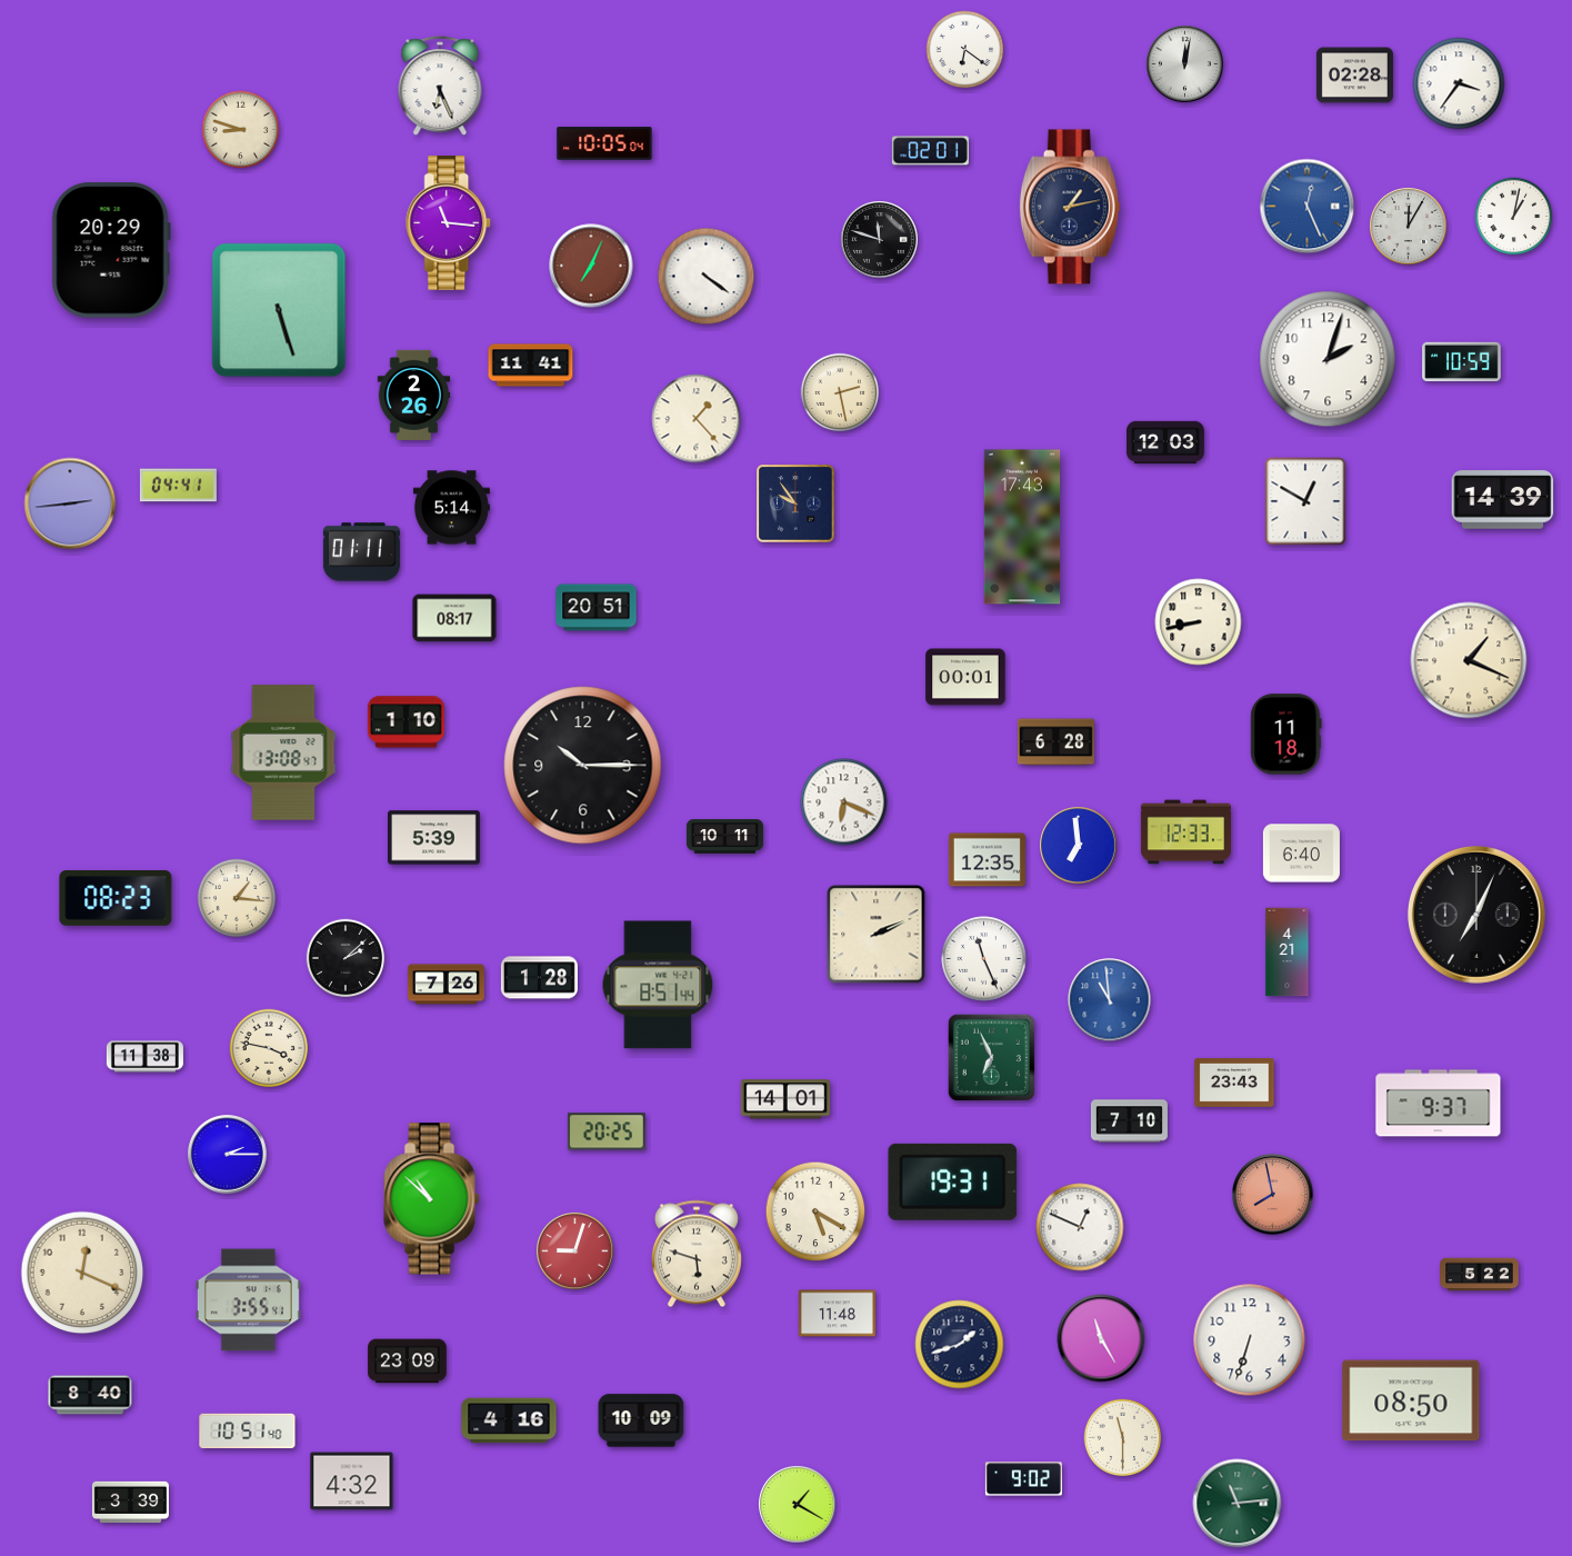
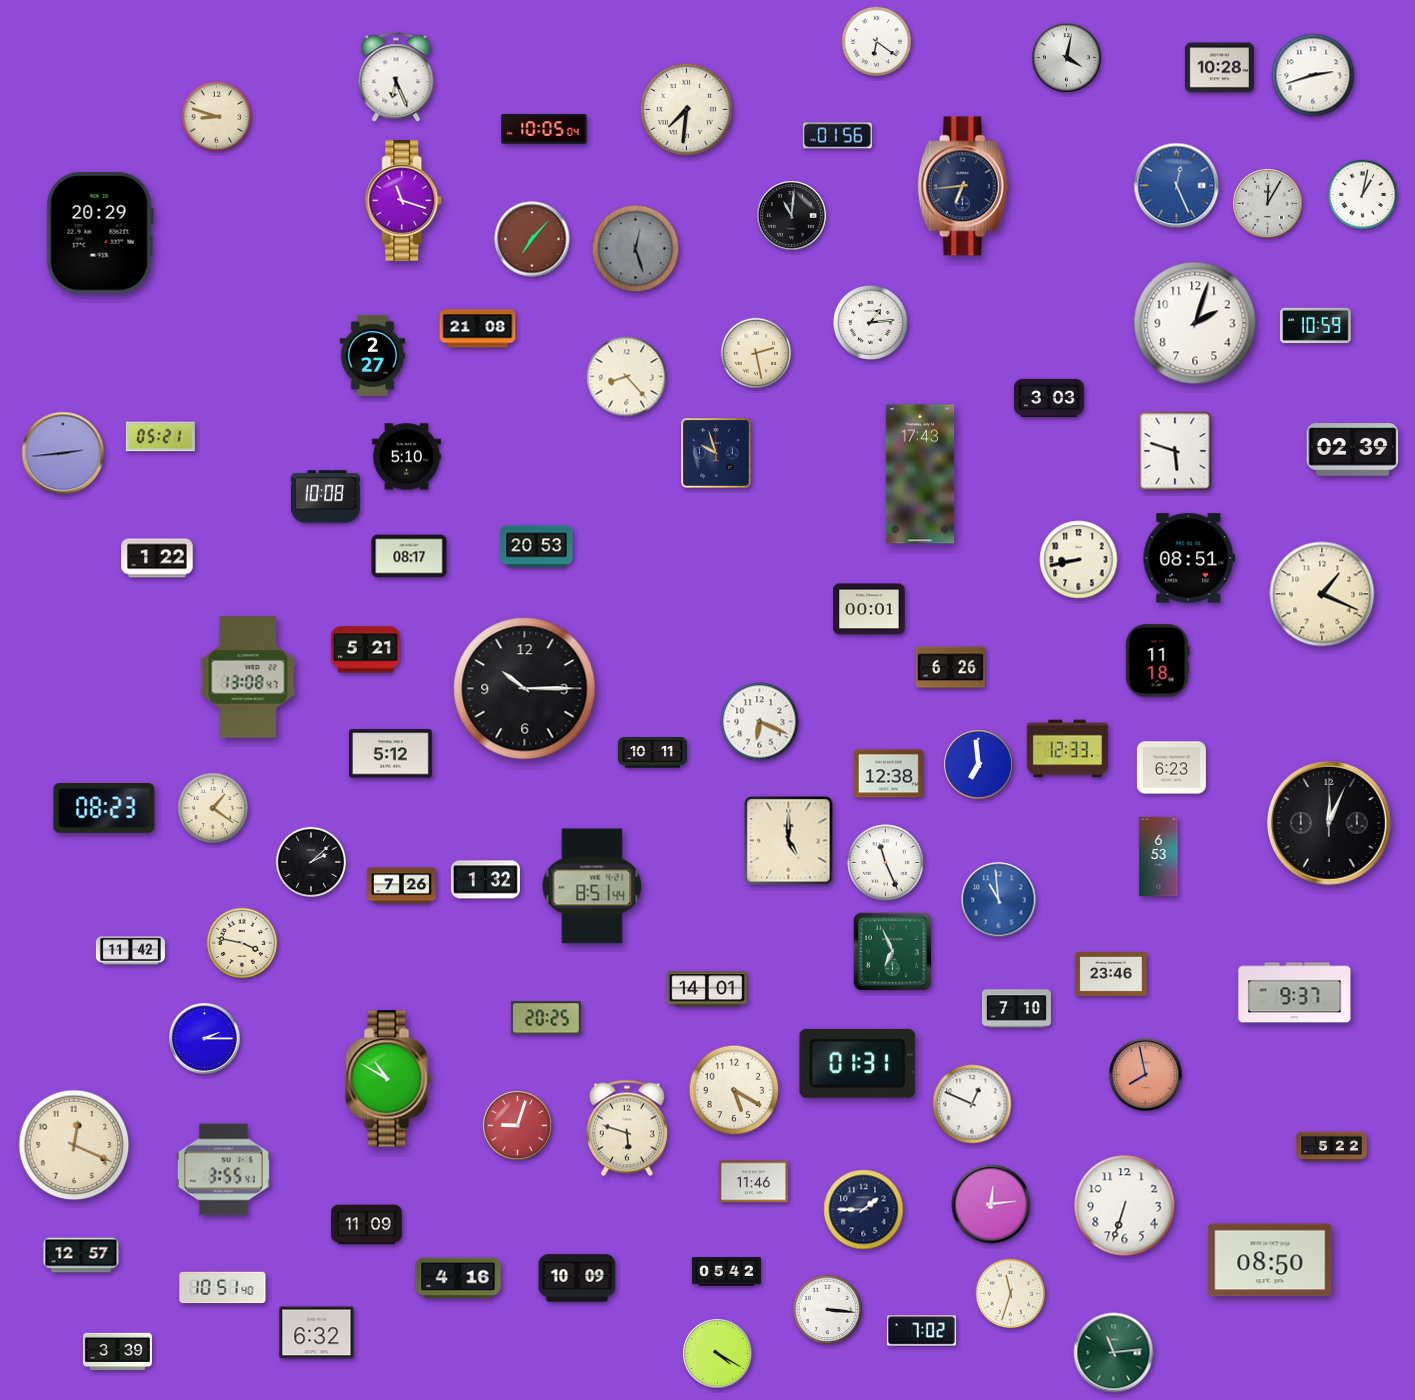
clock at (965, 50) position: (965, 50) -> (877, 42)
clock at (1185, 64): 12:02 -> 4:02
clock at (1354, 76): 02:28 -> 10:28
clock at (1459, 83): 3:36 -> 2:42
clock at (686, 109): none -> 7:31
clock at (930, 151): 02:01 -> 01:56
clock at (1070, 207): 1:13 -> 6:44
clock at (449, 223): 11:16 -> 11:18
clock at (880, 240): 11:48 -> 11:01
clock at (111, 250) position: (111, 250) -> (100, 233)
clock at (591, 266): 7:04 -> 7:07
clock at (707, 277): 4:21 -> 12:27
clock at (707, 277) dial: white -> grey
clock at (279, 310): 5:27 -> none
clock at (871, 323): none -> 1:14
clock at (531, 366): 11:41 -> 21:08
clock at (414, 395): 2:26 -> 2:27
clock at (697, 419): 1:23 -> 8:23
clock at (1165, 442): 12:03 -> 3:03
clock at (178, 486): 04:41 -> 05:21
clock at (1503, 500): 14:39 -> 02:39
clock at (1305, 501): 12:50 -> 5:48
clock at (795, 503): 9:54 -> 9:57
clock at (451, 508): 5:14 -> 5:10
clock at (361, 552): 01:11 -> 10:08
clock at (597, 608): 20:51 -> 20:53
clock at (157, 558): none -> 1:22
clock at (1189, 558): none -> 08:51
clock at (405, 722): 1:10 -> 5:21
clock at (1055, 742): 6:28 -> 6:26
clock at (283, 752) position: (283, 752) -> (248, 677)
clock at (434, 838): 5:39 -> 5:12
clock at (1079, 846) position: (1079, 846) -> (979, 765)
clock at (1301, 854): 6:40 -> 6:23
clock at (987, 860): 12:35 -> 12:38
clock at (237, 898): 1:16 -> 1:21
clock at (1476, 915): 7:04 -> 12:04
clock at (877, 935): 2:11 -> 5:00
clock at (1288, 952): 4:21 -> 6:53
clock at (539, 978): 1:28 -> 1:32
clock at (144, 1057): 11:38 -> 11:42
clock at (1234, 1084): 23:43 -> 23:46
clock at (953, 1181): 19:31 -> 01:31
clock at (432, 1199): 10:52 -> 10:50
clock at (837, 1314): 11:48 -> 11:46
clock at (1101, 1338): 11:25 -> 12:14
clock at (960, 1345): 1:42 -> 1:45
clock at (408, 1361): 23:09 -> 11:09
clock at (90, 1395): 8:40 -> 12:57
clock at (726, 1272): none -> 05:42
clock at (1123, 1438): 11:30 -> 11:33
clock at (828, 1310): none -> 3:16
clock at (1023, 1479): 9:02 -> 7:02
clock at (352, 1482): 4:32 -> 6:32
clock at (798, 1505): 1:20 -> 4:20
